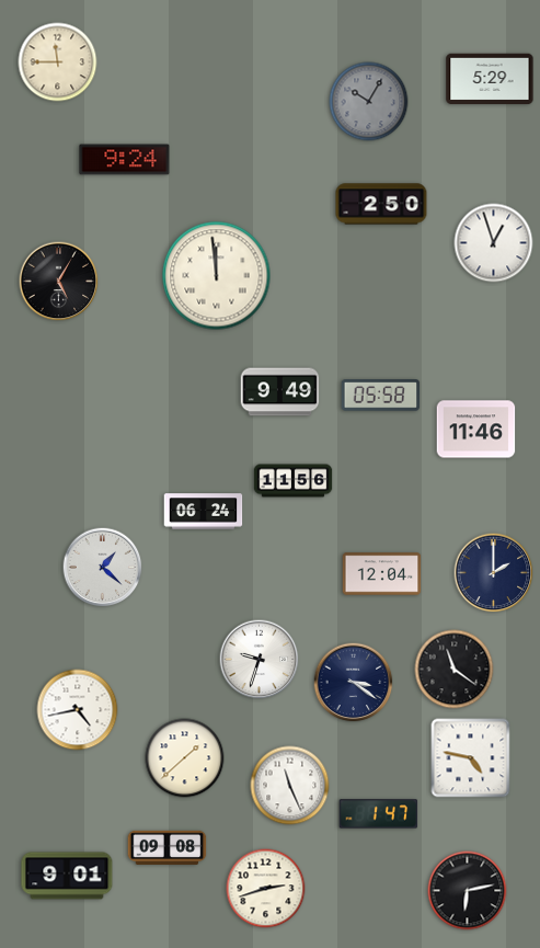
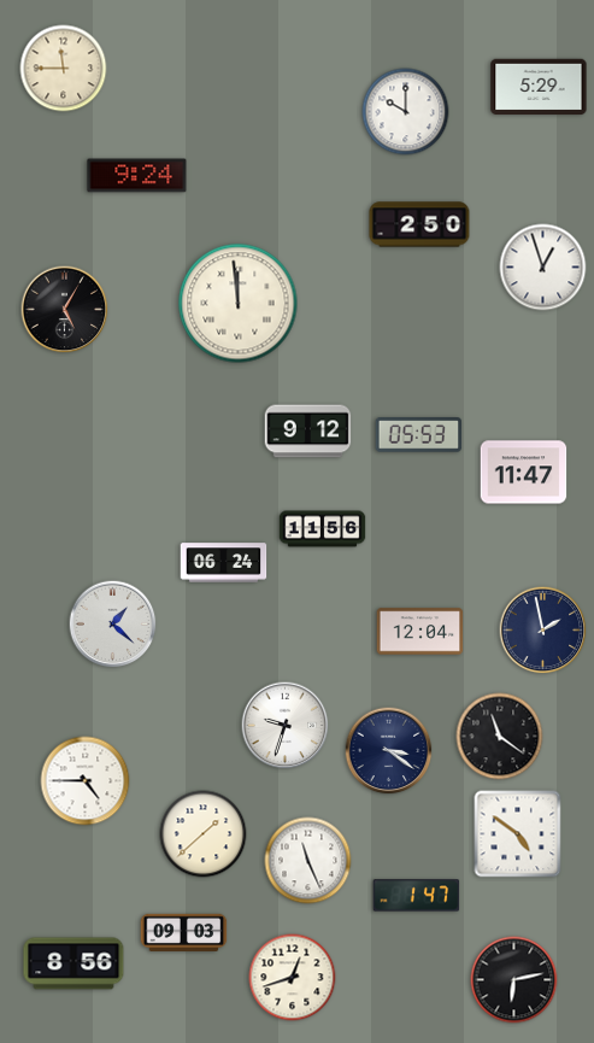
clock at (369, 102): 10:05 -> 10:00
clock at (369, 102) dial: grey -> white
clock at (280, 392): 9:49 -> 9:12
clock at (381, 396): 05:58 -> 05:53
clock at (476, 430): 11:46 -> 11:47
clock at (494, 573): 2:00 -> 1:58
clock at (78, 710): 4:43 -> 4:45
clock at (471, 758): 4:47 -> 4:51
clock at (290, 786) position: (290, 786) -> (308, 861)
clock at (168, 847): 09:08 -> 09:03
clock at (67, 876): 9:01 -> 8:56
clock at (266, 889): 2:42 -> 12:42
